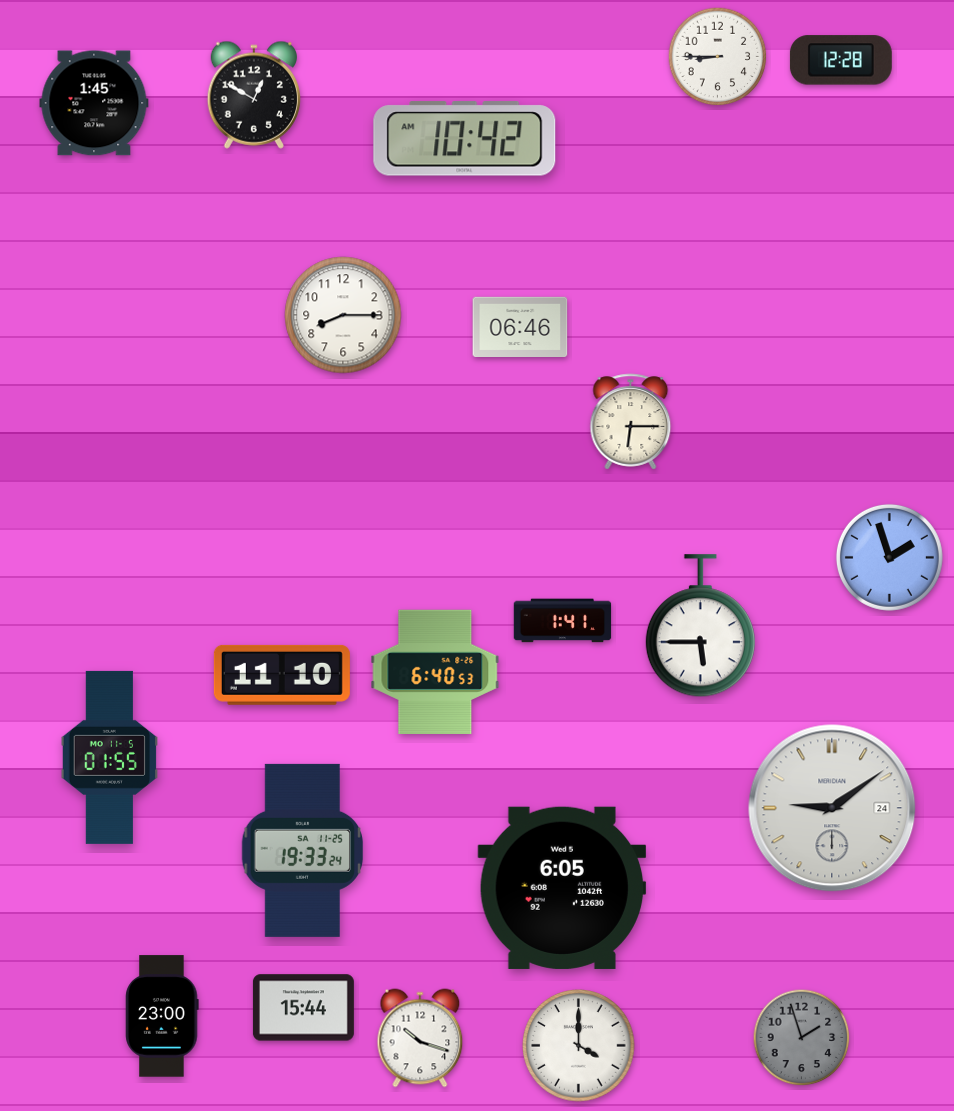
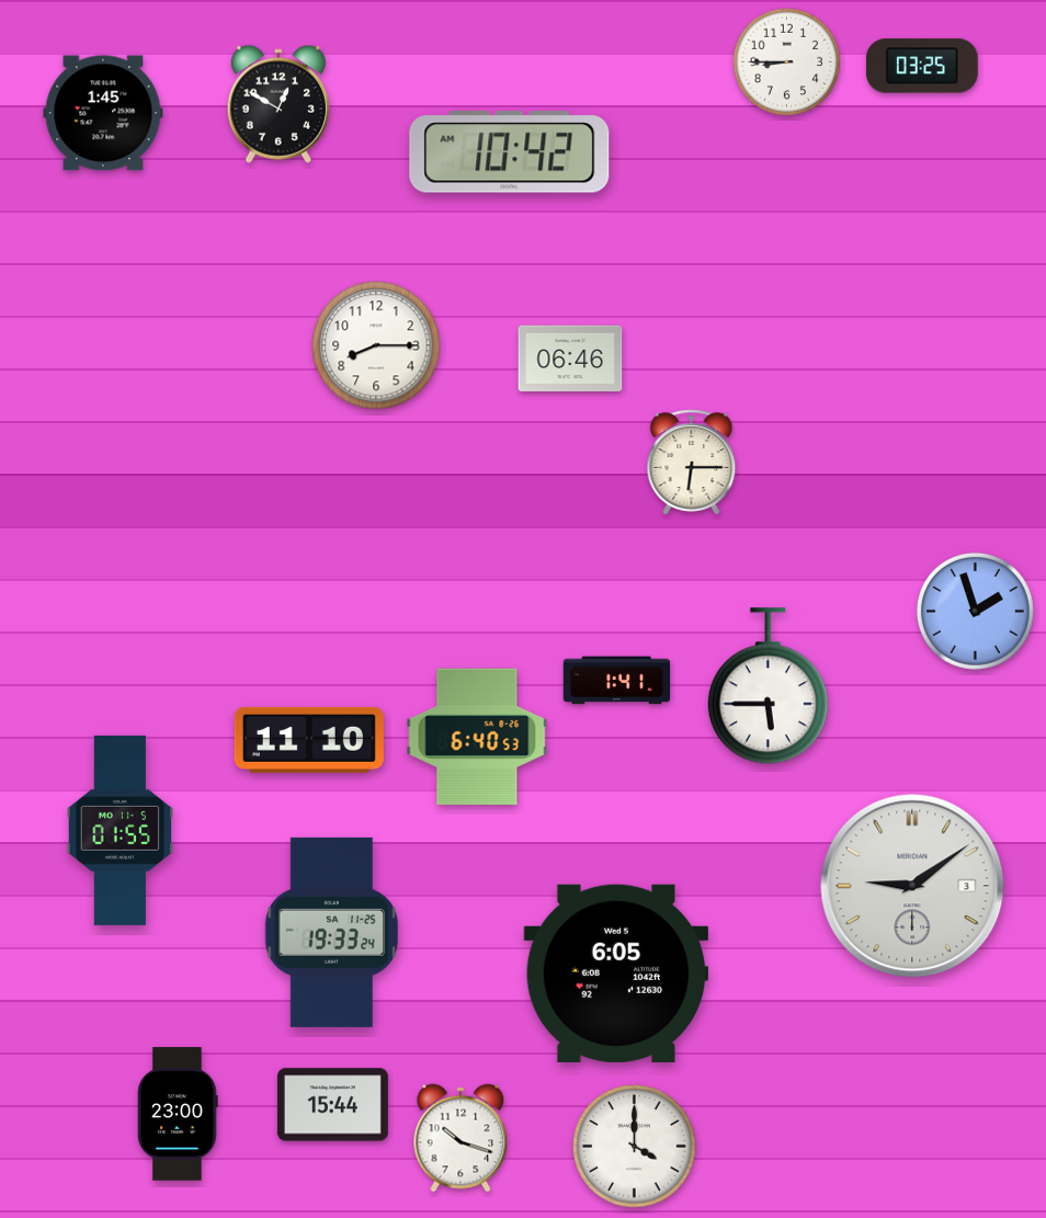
clock at (841, 60): 12:28 -> 03:25
clock at (832, 808) date: 24 -> 3
clock at (802, 1038): 1:57 -> none
